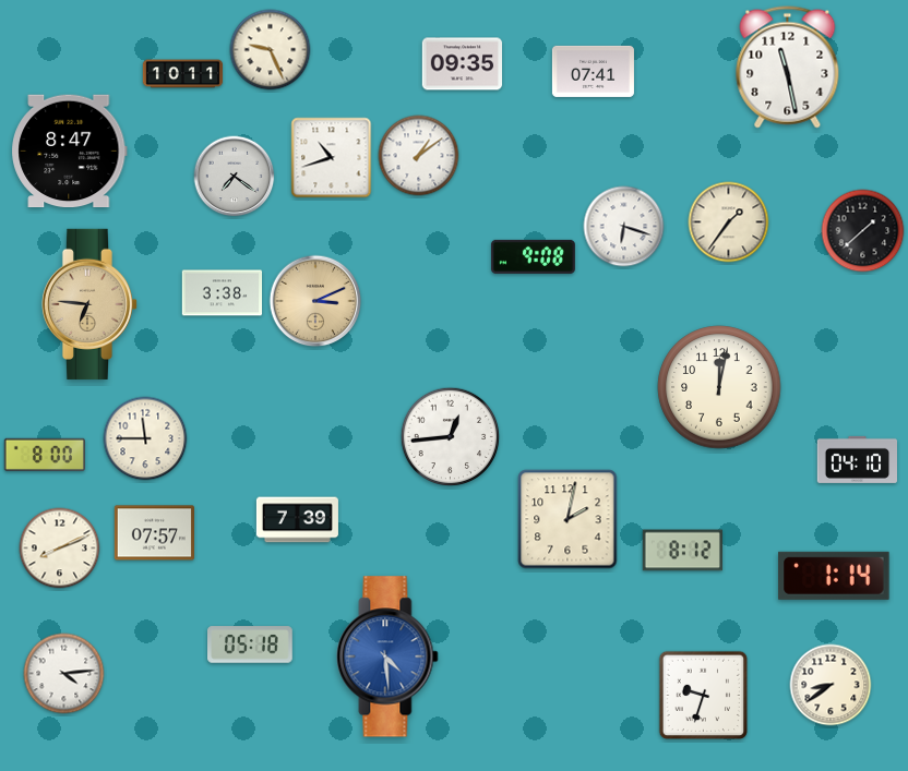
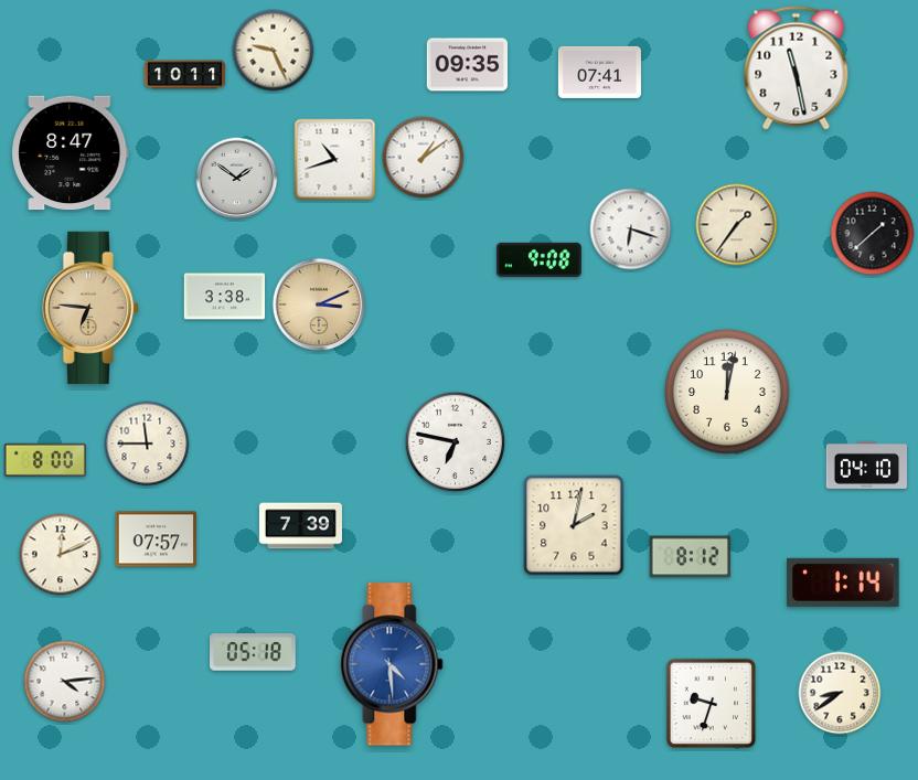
clock at (235, 177): 7:21 -> 1:51
clock at (451, 437): 12:44 -> 6:47
clock at (60, 549): 8:11 -> 12:11
